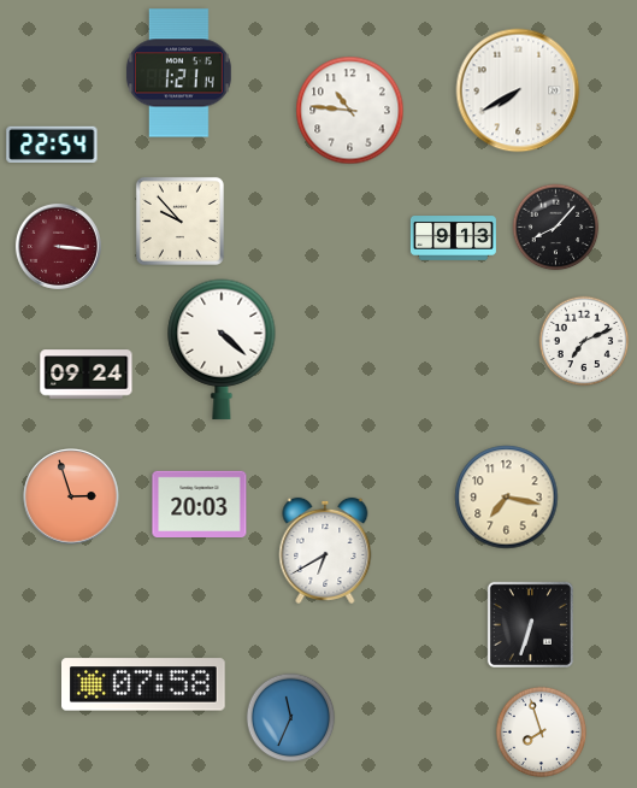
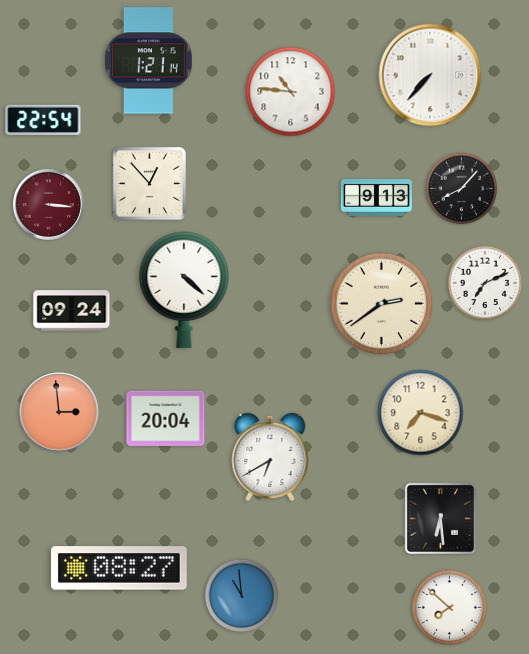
clock at (518, 90): 7:40 -> 7:37
clock at (179, 220): 9:53 -> 12:53
clock at (382, 304): none -> 2:39
clock at (71, 496): 2:57 -> 2:59
clock at (507, 498): 7:17 -> 7:18
clock at (200, 504): 20:03 -> 20:04
clock at (530, 624): 6:33 -> 6:29
clock at (144, 684): 07:58 -> 08:27
clock at (291, 718): 11:34 -> 10:59
clock at (541, 731): 7:57 -> 7:52
